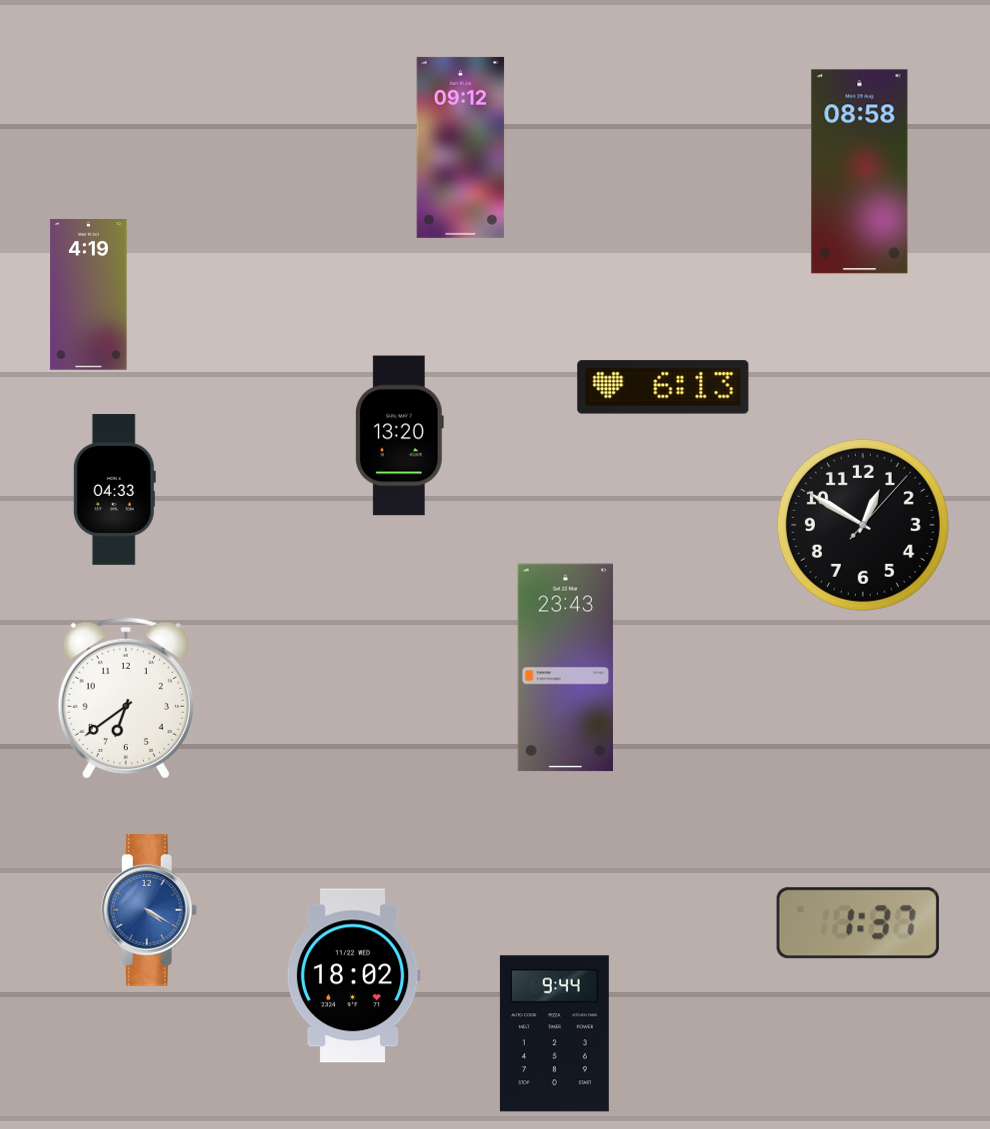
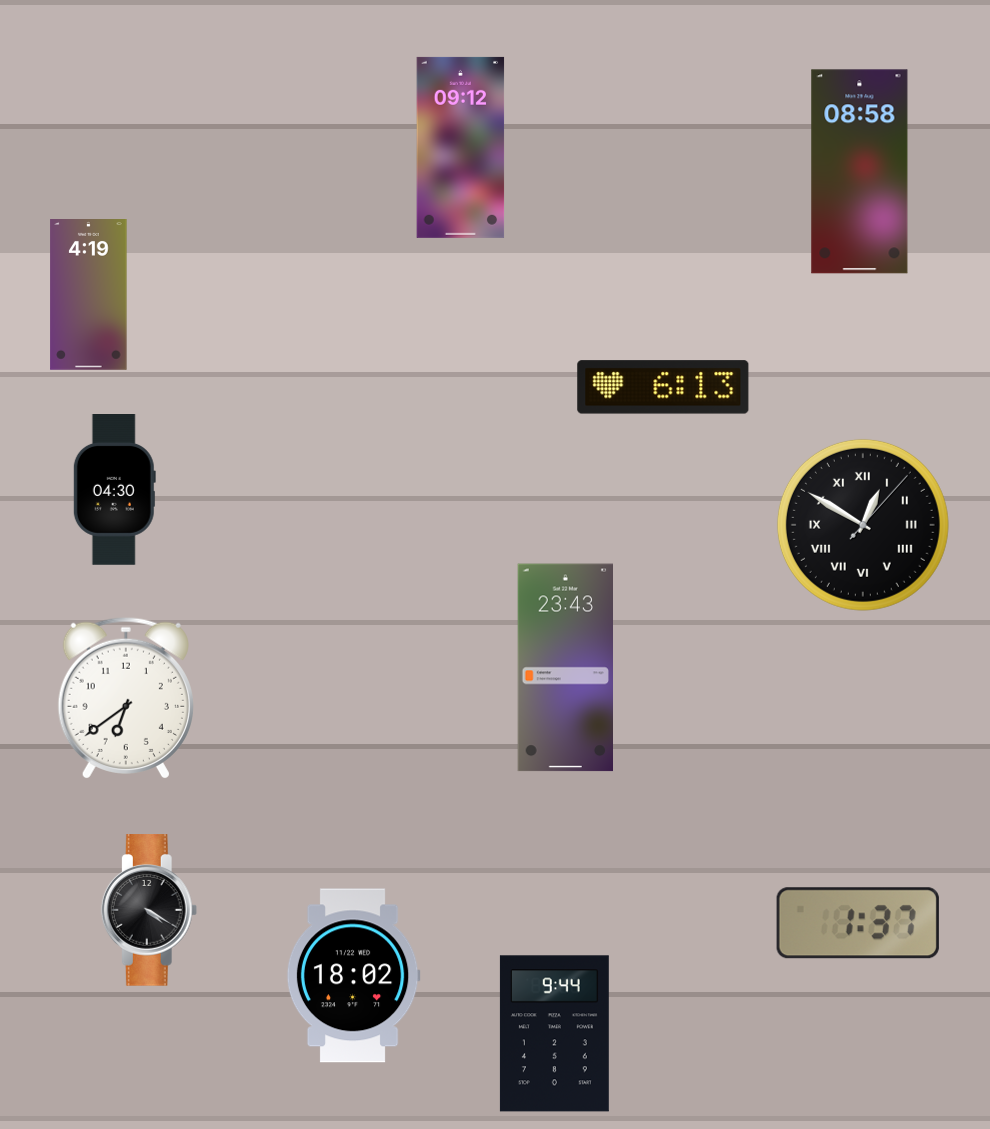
clock at (399, 436): 13:20 -> none
clock at (114, 490): 04:33 -> 04:30
clock at (863, 525) numerals: Arabic -> Roman
clock at (149, 910) dial: blue -> black
